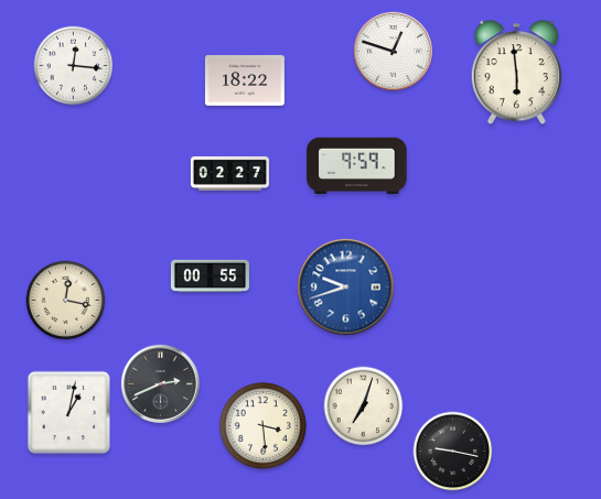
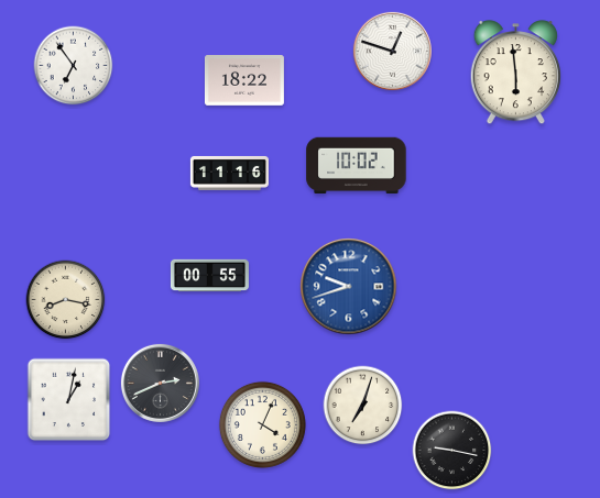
clock at (74, 66): 12:16 -> 6:54
clock at (357, 166): 9:59 -> 10:02
clock at (229, 173): 02:27 -> 11:16
clock at (346, 288) position: (346, 288) -> (349, 287)
clock at (66, 301): 12:17 -> 8:17
clock at (69, 413) position: (69, 413) -> (69, 400)
clock at (262, 425): 3:29 -> 4:04
